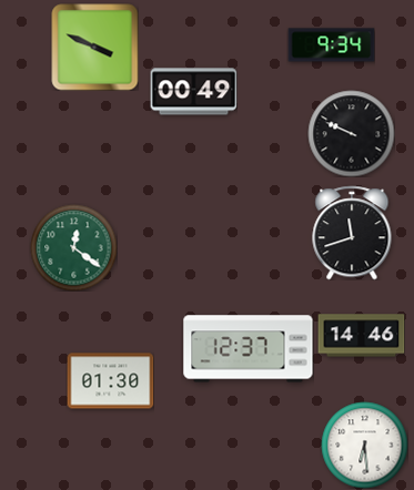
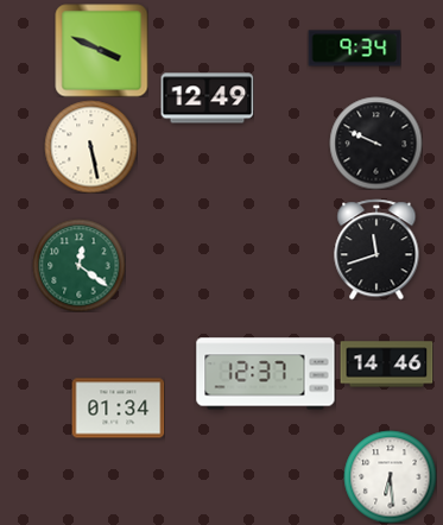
clock at (193, 92): 00:49 -> 12:49
clock at (90, 146): none -> 5:28
clock at (361, 336) position: (361, 336) -> (386, 365)
clock at (110, 381): 01:30 -> 01:34
